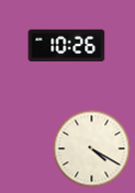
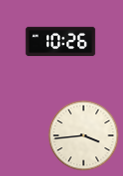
clock at (92, 149): 4:20 -> 3:44
